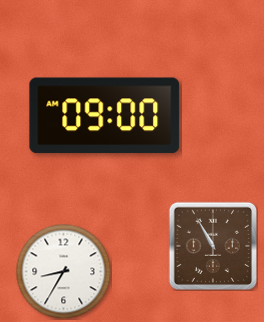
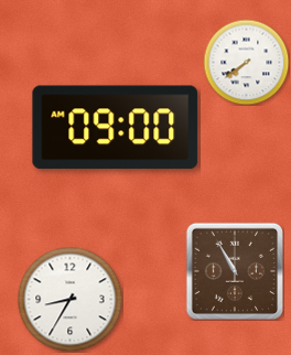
clock at (246, 62): none -> 7:39
